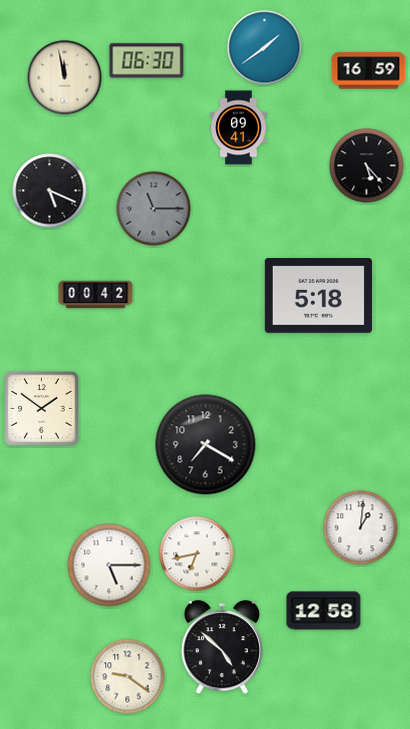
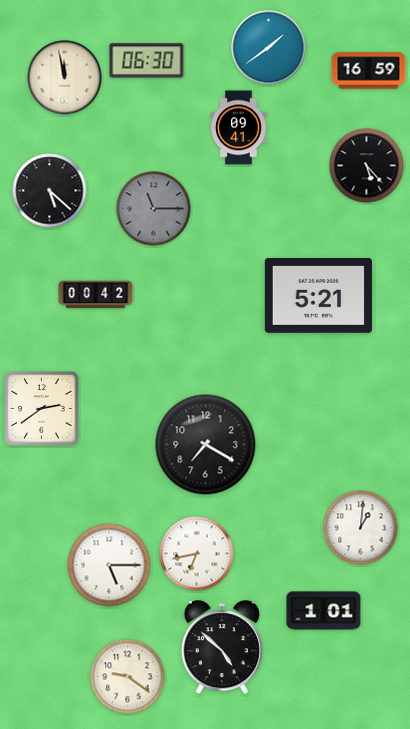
clock at (265, 48) position: (265, 48) -> (269, 48)
clock at (50, 191): 5:19 -> 5:22
clock at (318, 296): 5:18 -> 5:21
clock at (42, 409): 1:51 -> 2:39
clock at (324, 611): 12:58 -> 1:01
